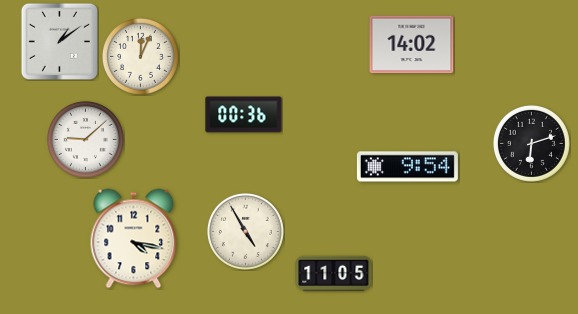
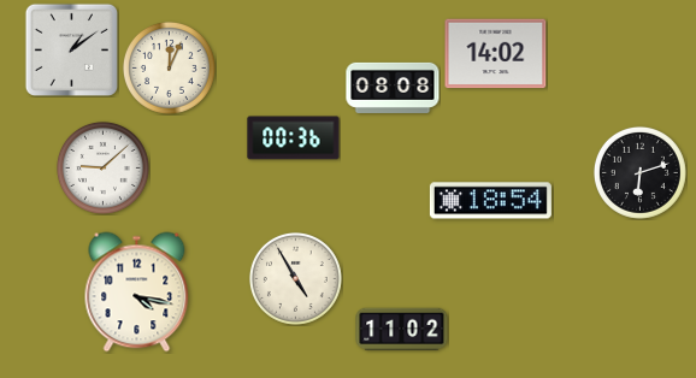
clock at (393, 88): none -> 08:08
clock at (407, 167): 9:54 -> 18:54
clock at (134, 239) position: (134, 239) -> (137, 293)
clock at (334, 274): 11:05 -> 11:02
